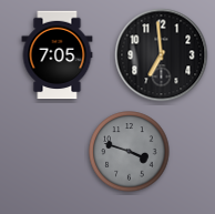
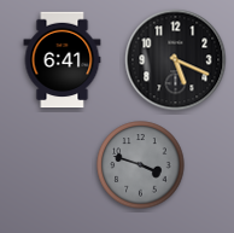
clock at (58, 55): 7:05 -> 6:41
clock at (162, 55): 6:59 -> 5:19
